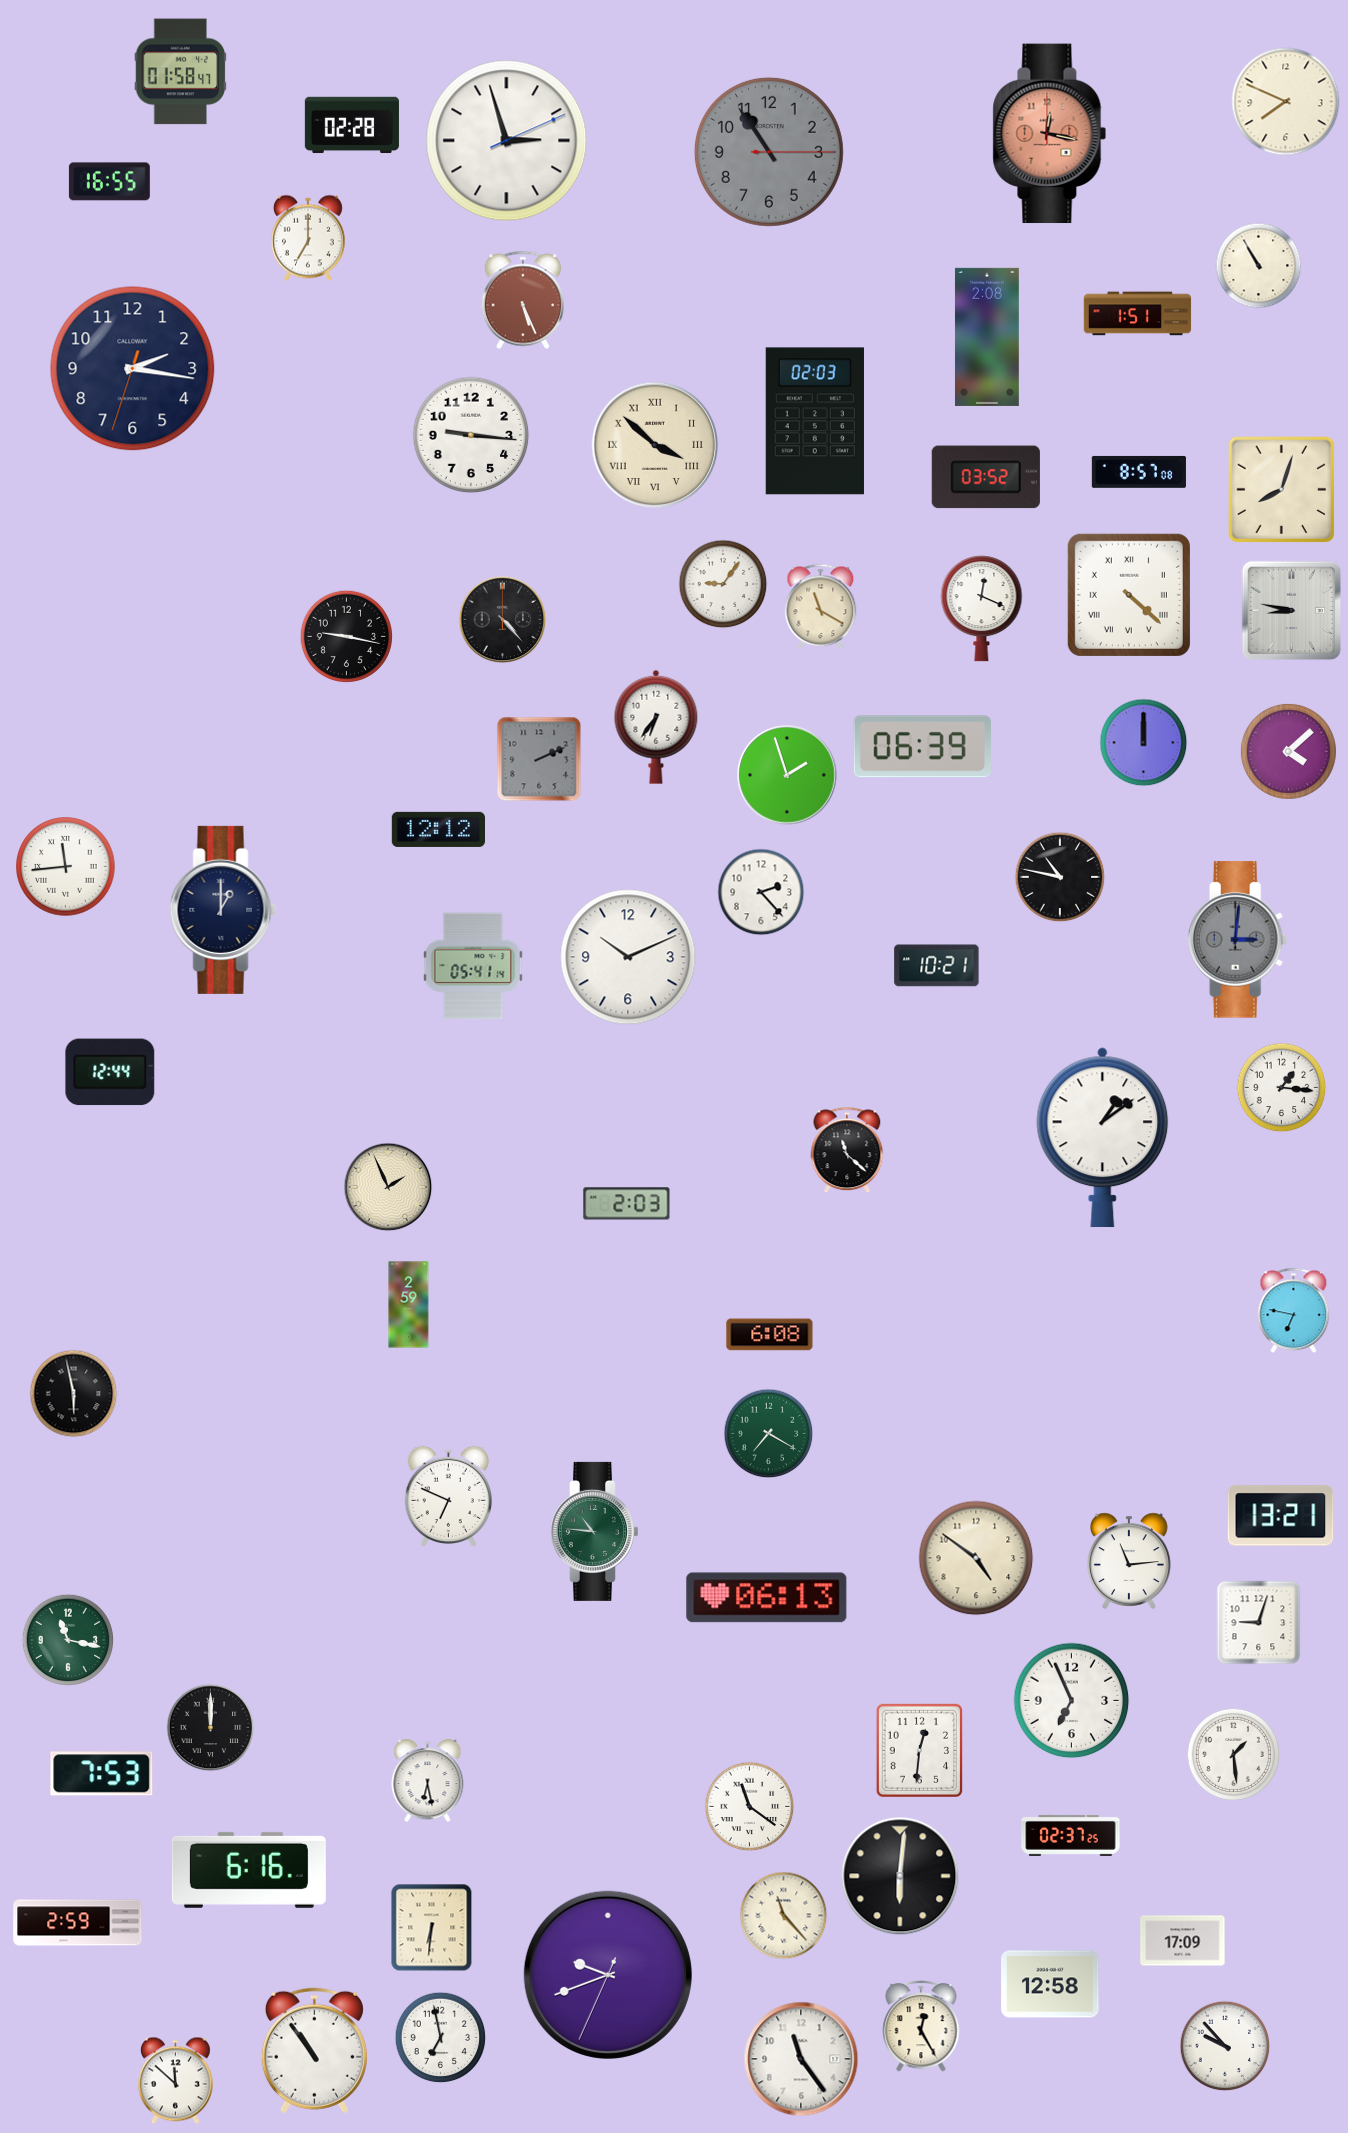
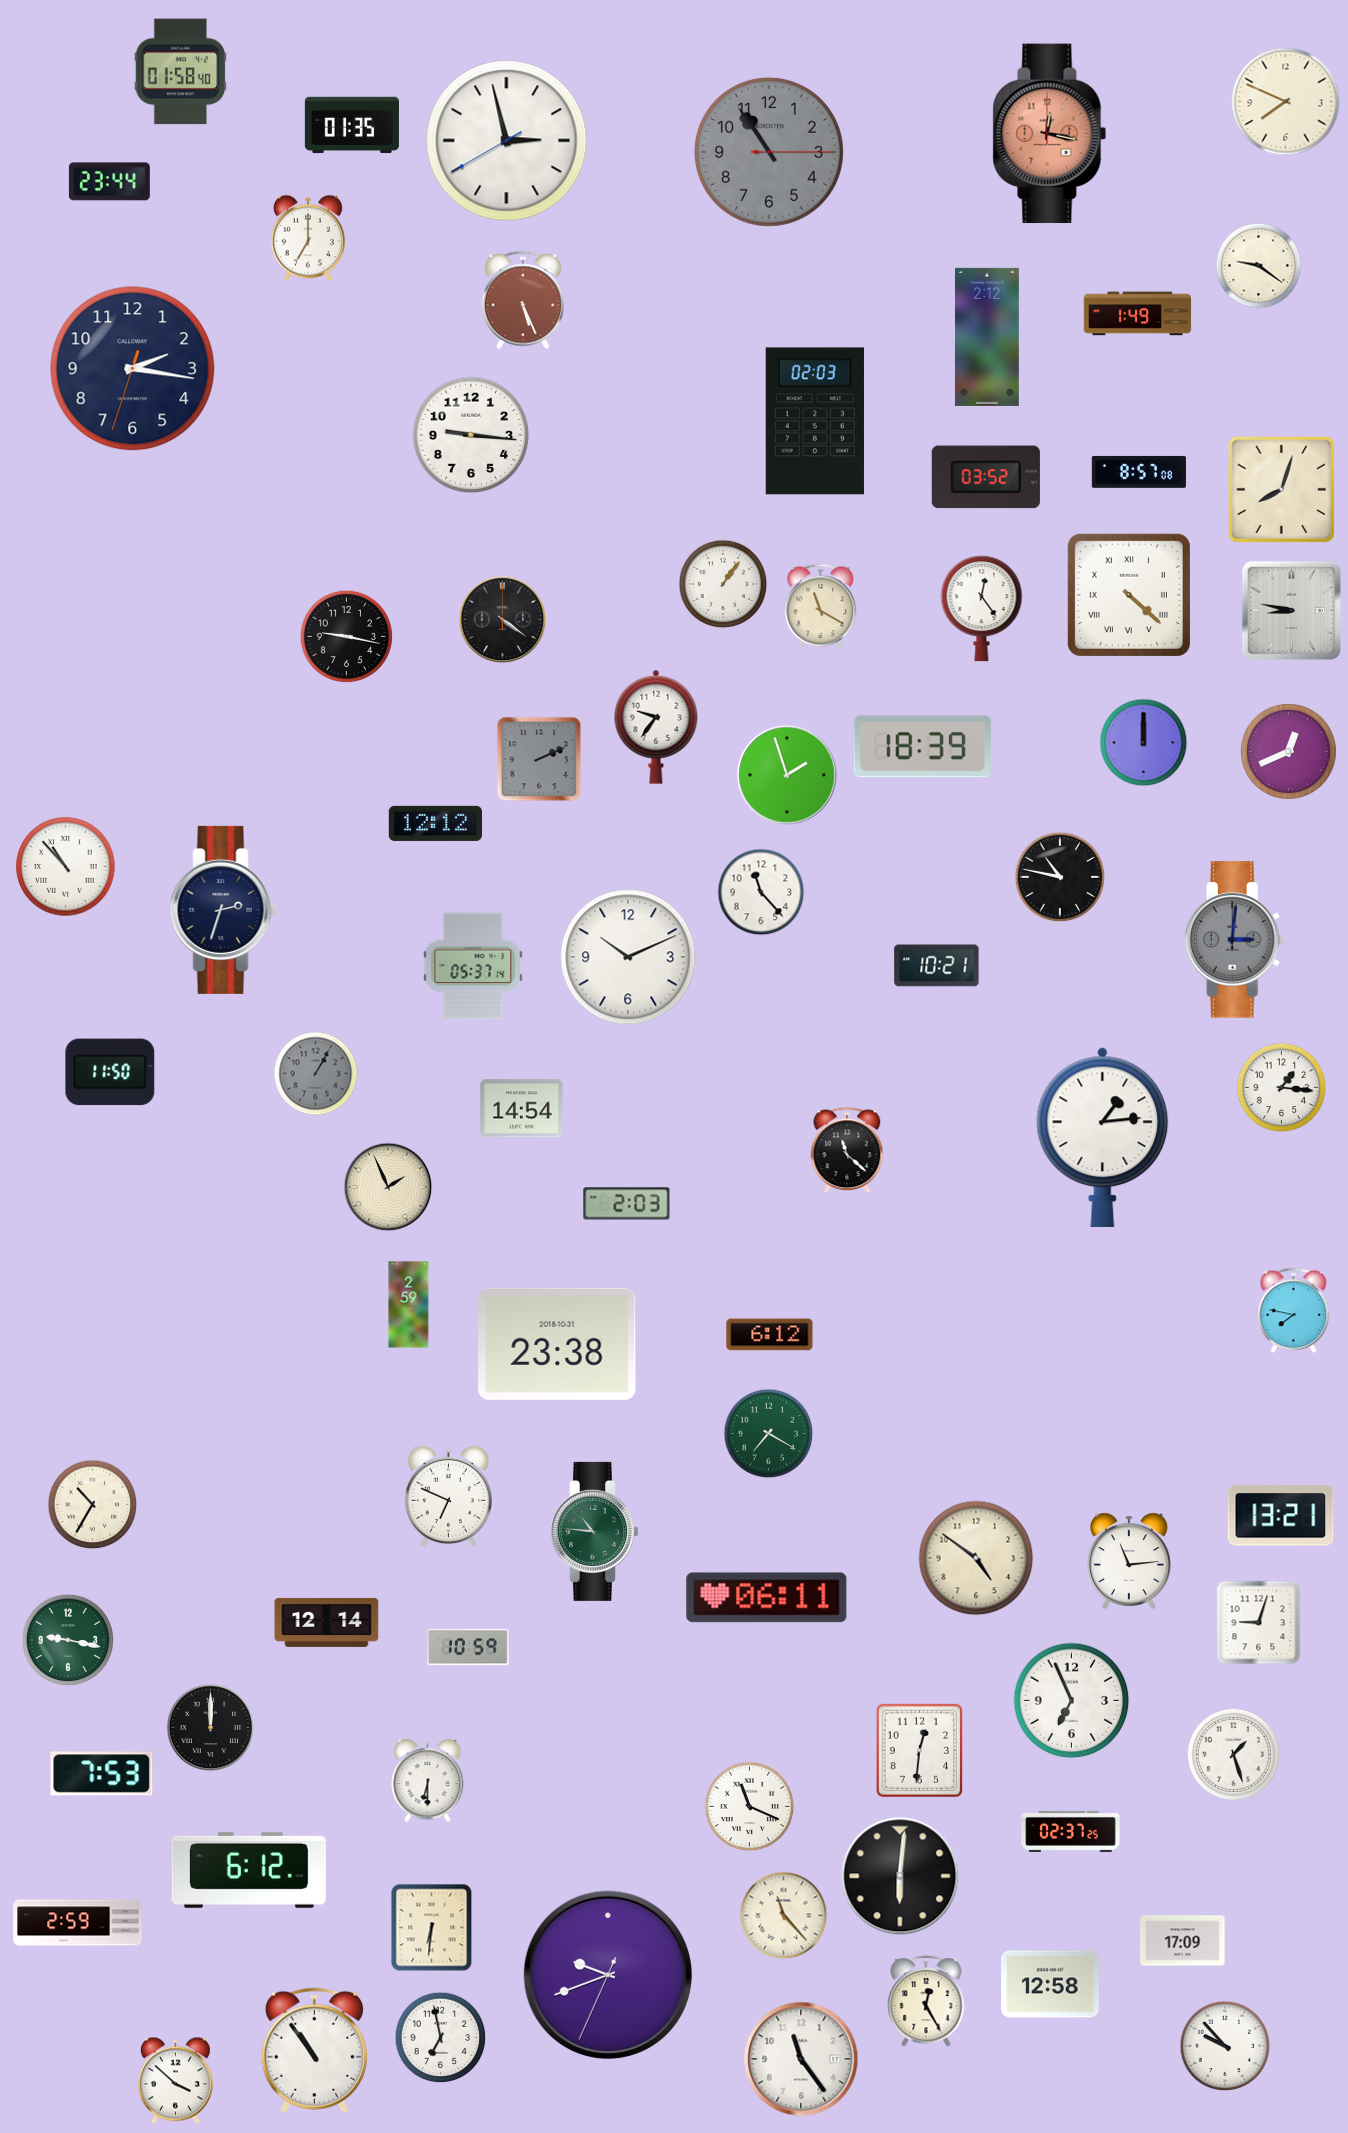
clock at (181, 72): 01:58:47 -> 01:58:40
clock at (352, 125): 02:28 -> 01:35
clock at (507, 141): 2:57:11 -> 2:57:40
clock at (109, 182): 16:55 -> 23:44
clock at (1259, 266): 10:55 -> 9:21
clock at (1138, 314): 1:51 -> 1:49
clock at (987, 337): 2:08 -> 2:12
clock at (655, 445): 3:52 -> none
clock at (723, 584): 9:06 -> 1:06
clock at (982, 609): 12:19 -> 12:24
clock at (503, 620): 4:23 -> 4:21
clock at (656, 727): 6:36 -> 9:36
clock at (922, 747): 06:39 -> 18:39
clock at (1288, 751): 4:08 -> 12:41
clock at (438, 829) position: (438, 829) -> (435, 823)
clock at (66, 867): 11:44 -> 10:53
clock at (761, 892): 2:23 -> 11:23
clock at (223, 910): 1:00 -> 2:33
clock at (1238, 940) position: (1238, 940) -> (1235, 940)
clock at (473, 966): 05:41 -> 05:37
clock at (110, 1072): 12:44 -> 11:50
clock at (316, 1074): none -> 1:05
clock at (522, 1109): none -> 14:54
clock at (1103, 1138): 1:09 -> 1:14
clock at (1294, 1311): 6:47 -> 7:47
clock at (770, 1335): 6:08 -> 6:12
clock at (557, 1344): none -> 23:38
clock at (74, 1394): 5:58 -> none
clock at (93, 1505): none -> 10:35
clock at (767, 1598): 06:13 -> 06:11
clock at (327, 1622): none -> 12:14
clock at (68, 1640): 11:17 -> 9:17
clock at (469, 1647): none -> 10:59
clock at (1233, 1754): 1:29 -> 1:27
clock at (428, 1781): 6:28 -> 6:30
clock at (750, 1807): 11:21 -> 11:19
clock at (1071, 1835) position: (1071, 1835) -> (1071, 1831)
clock at (249, 1870): 6:16 -> 6:12
clock at (921, 2027) position: (921, 2027) -> (926, 2002)
clock at (175, 2081): 11:52 -> 3:52
